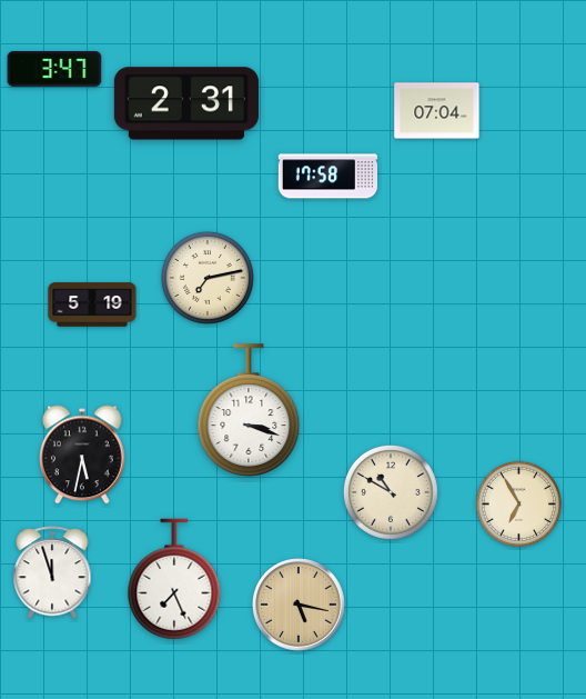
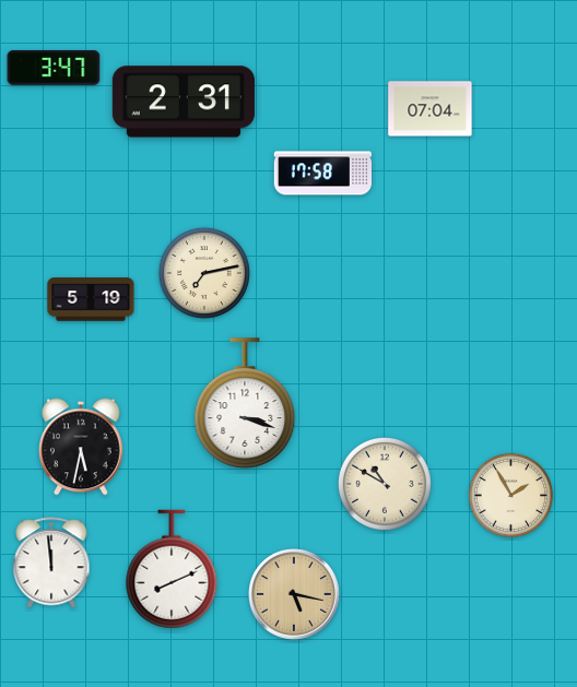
clock at (519, 505): 6:55 -> 1:55
clock at (52, 572): 11:57 -> 11:59
clock at (174, 579): 7:26 -> 8:11
